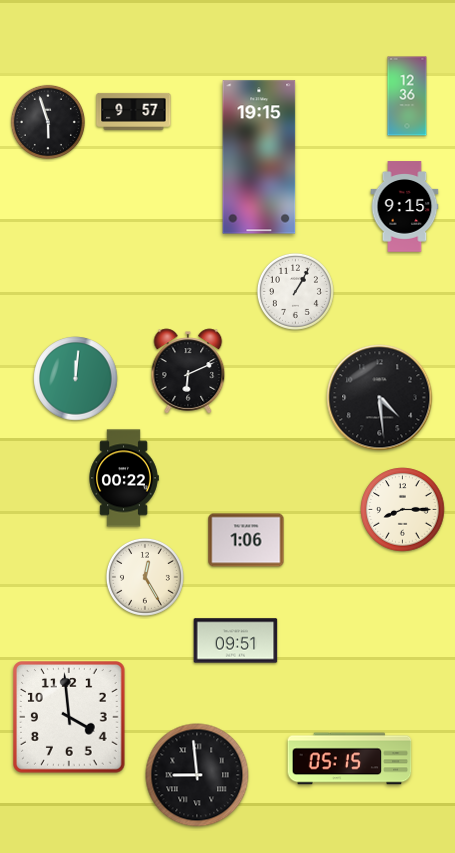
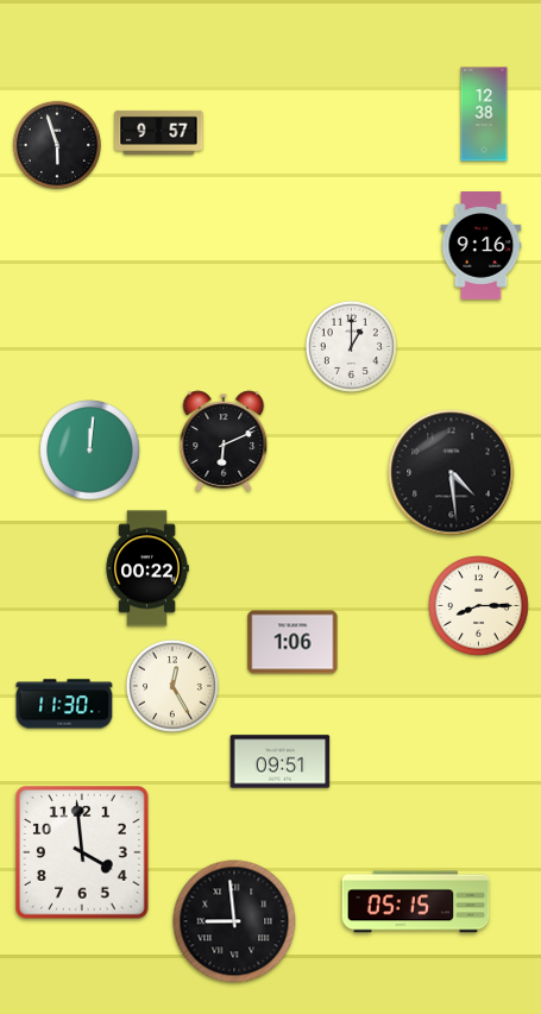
clock at (407, 96): 12:36 -> 12:38
clock at (259, 157): 19:15 -> none
clock at (405, 207): 9:15 -> 9:16
clock at (295, 291): 1:05 -> 1:00
clock at (64, 704): none -> 11:30
